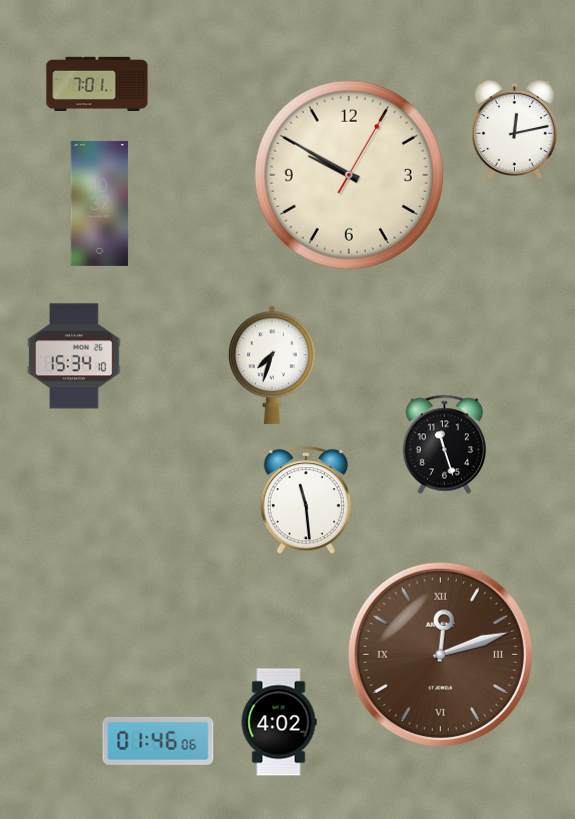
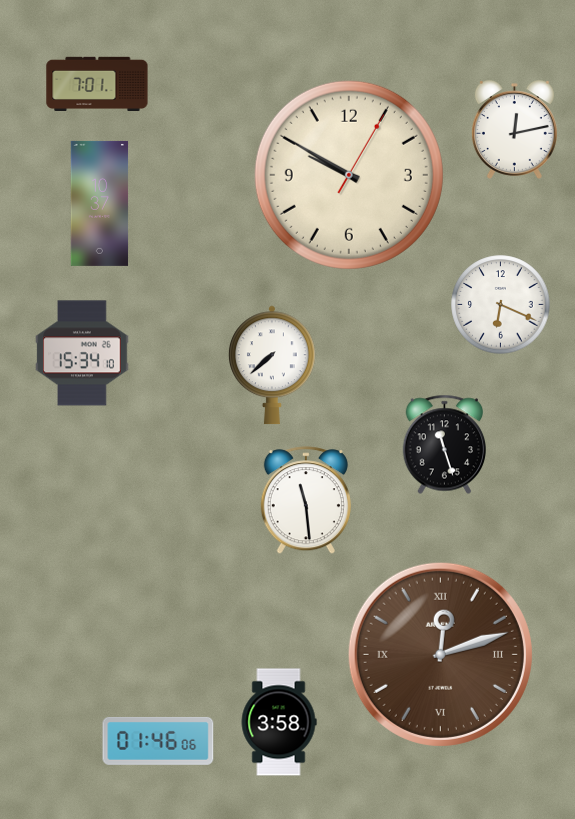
clock at (501, 305): none -> 6:19
clock at (74, 356) position: (74, 356) -> (82, 353)
clock at (272, 365): 7:33 -> 7:38
clock at (279, 722): 4:02 -> 3:58
